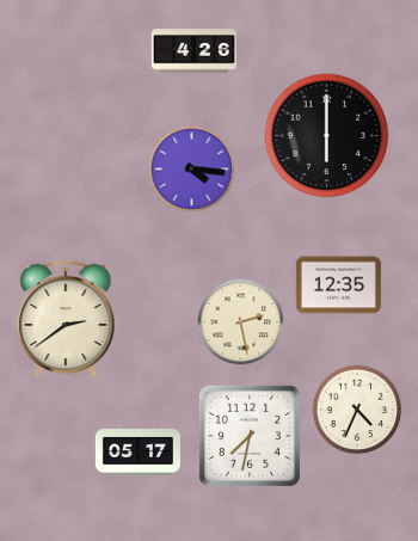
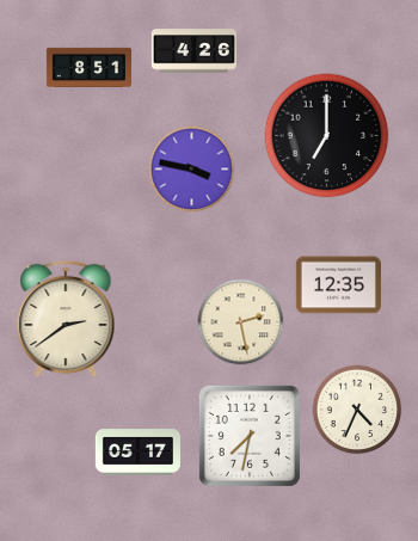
clock at (88, 67): none -> 8:51
clock at (327, 136): 6:00 -> 7:00
clock at (192, 170): 4:16 -> 3:47
